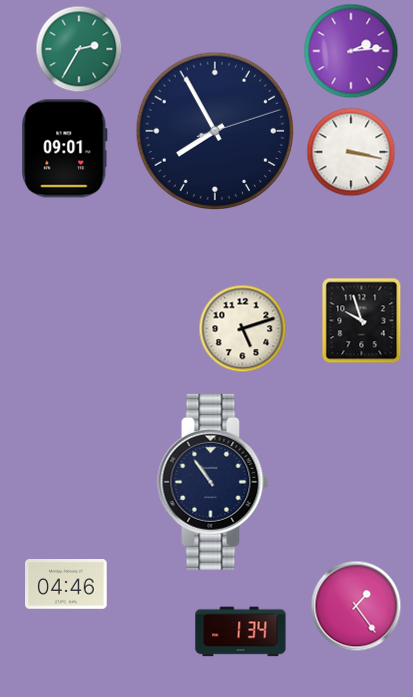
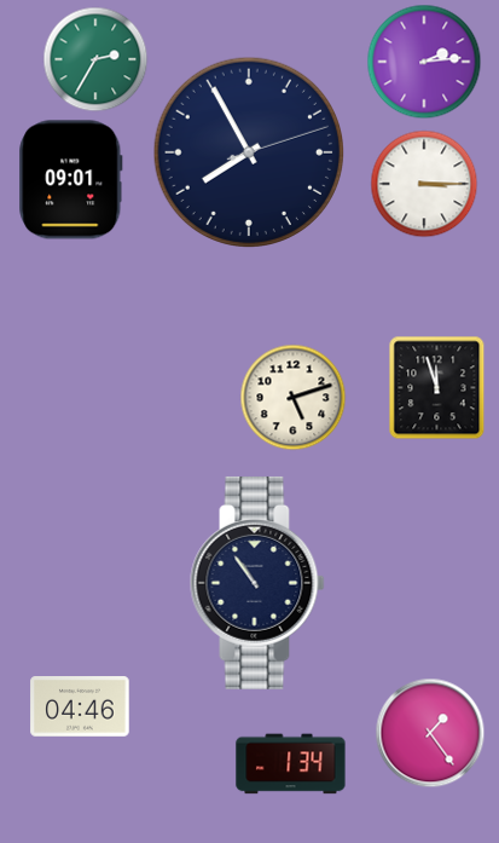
clock at (214, 130) position: (214, 130) -> (248, 151)
clock at (65, 149) position: (65, 149) -> (71, 180)
clock at (351, 152): 3:17 -> 3:15
clock at (362, 320): 9:57 -> 11:57
